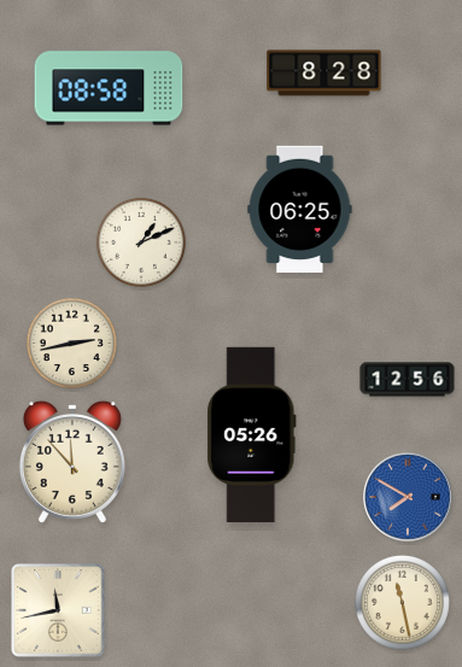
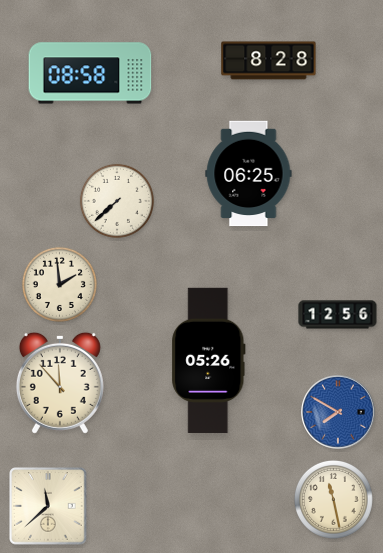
clock at (141, 242): 1:11 -> 7:38
clock at (71, 343): 2:43 -> 1:59
clock at (58, 610): 11:43 -> 11:38
